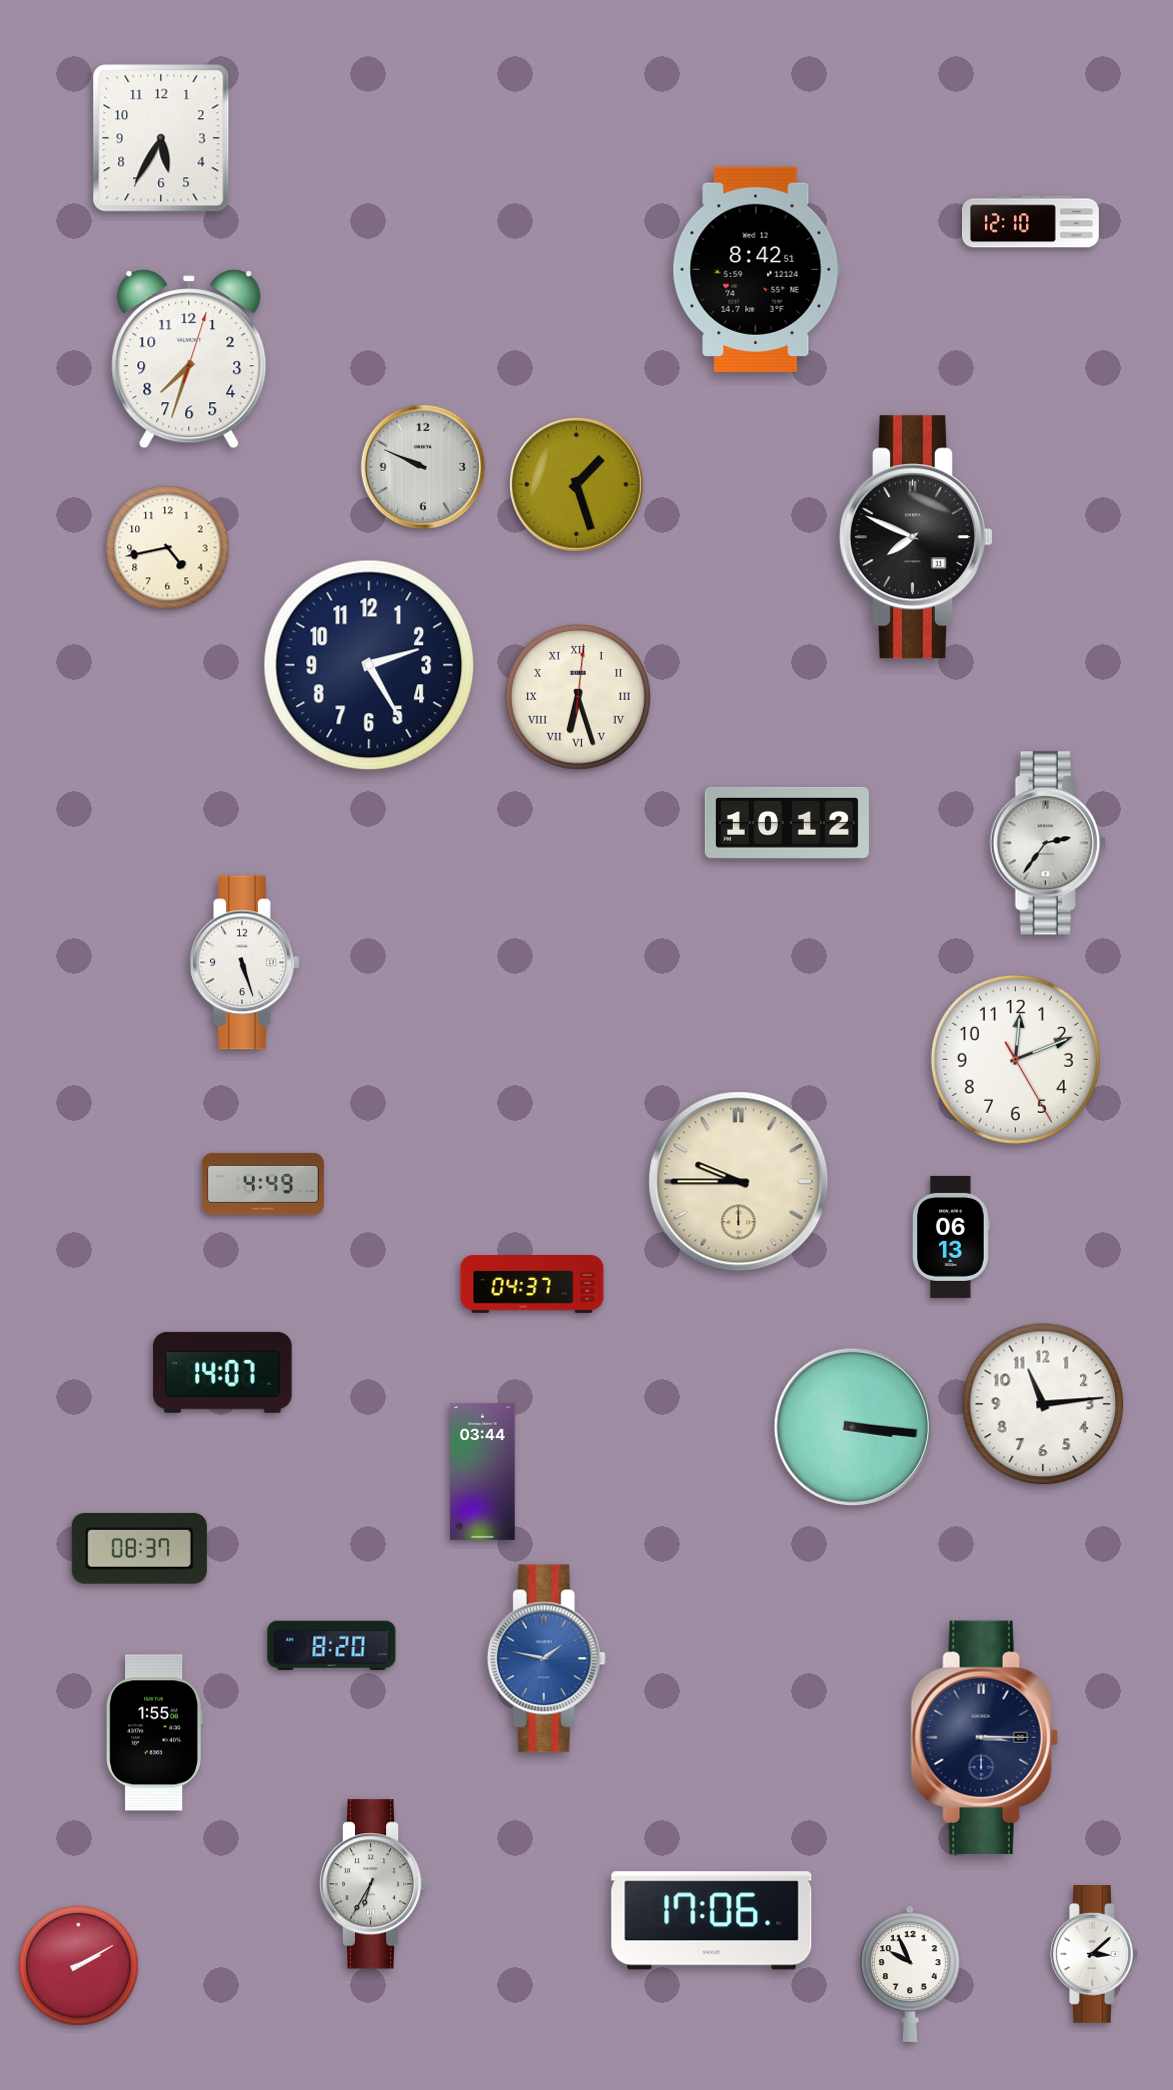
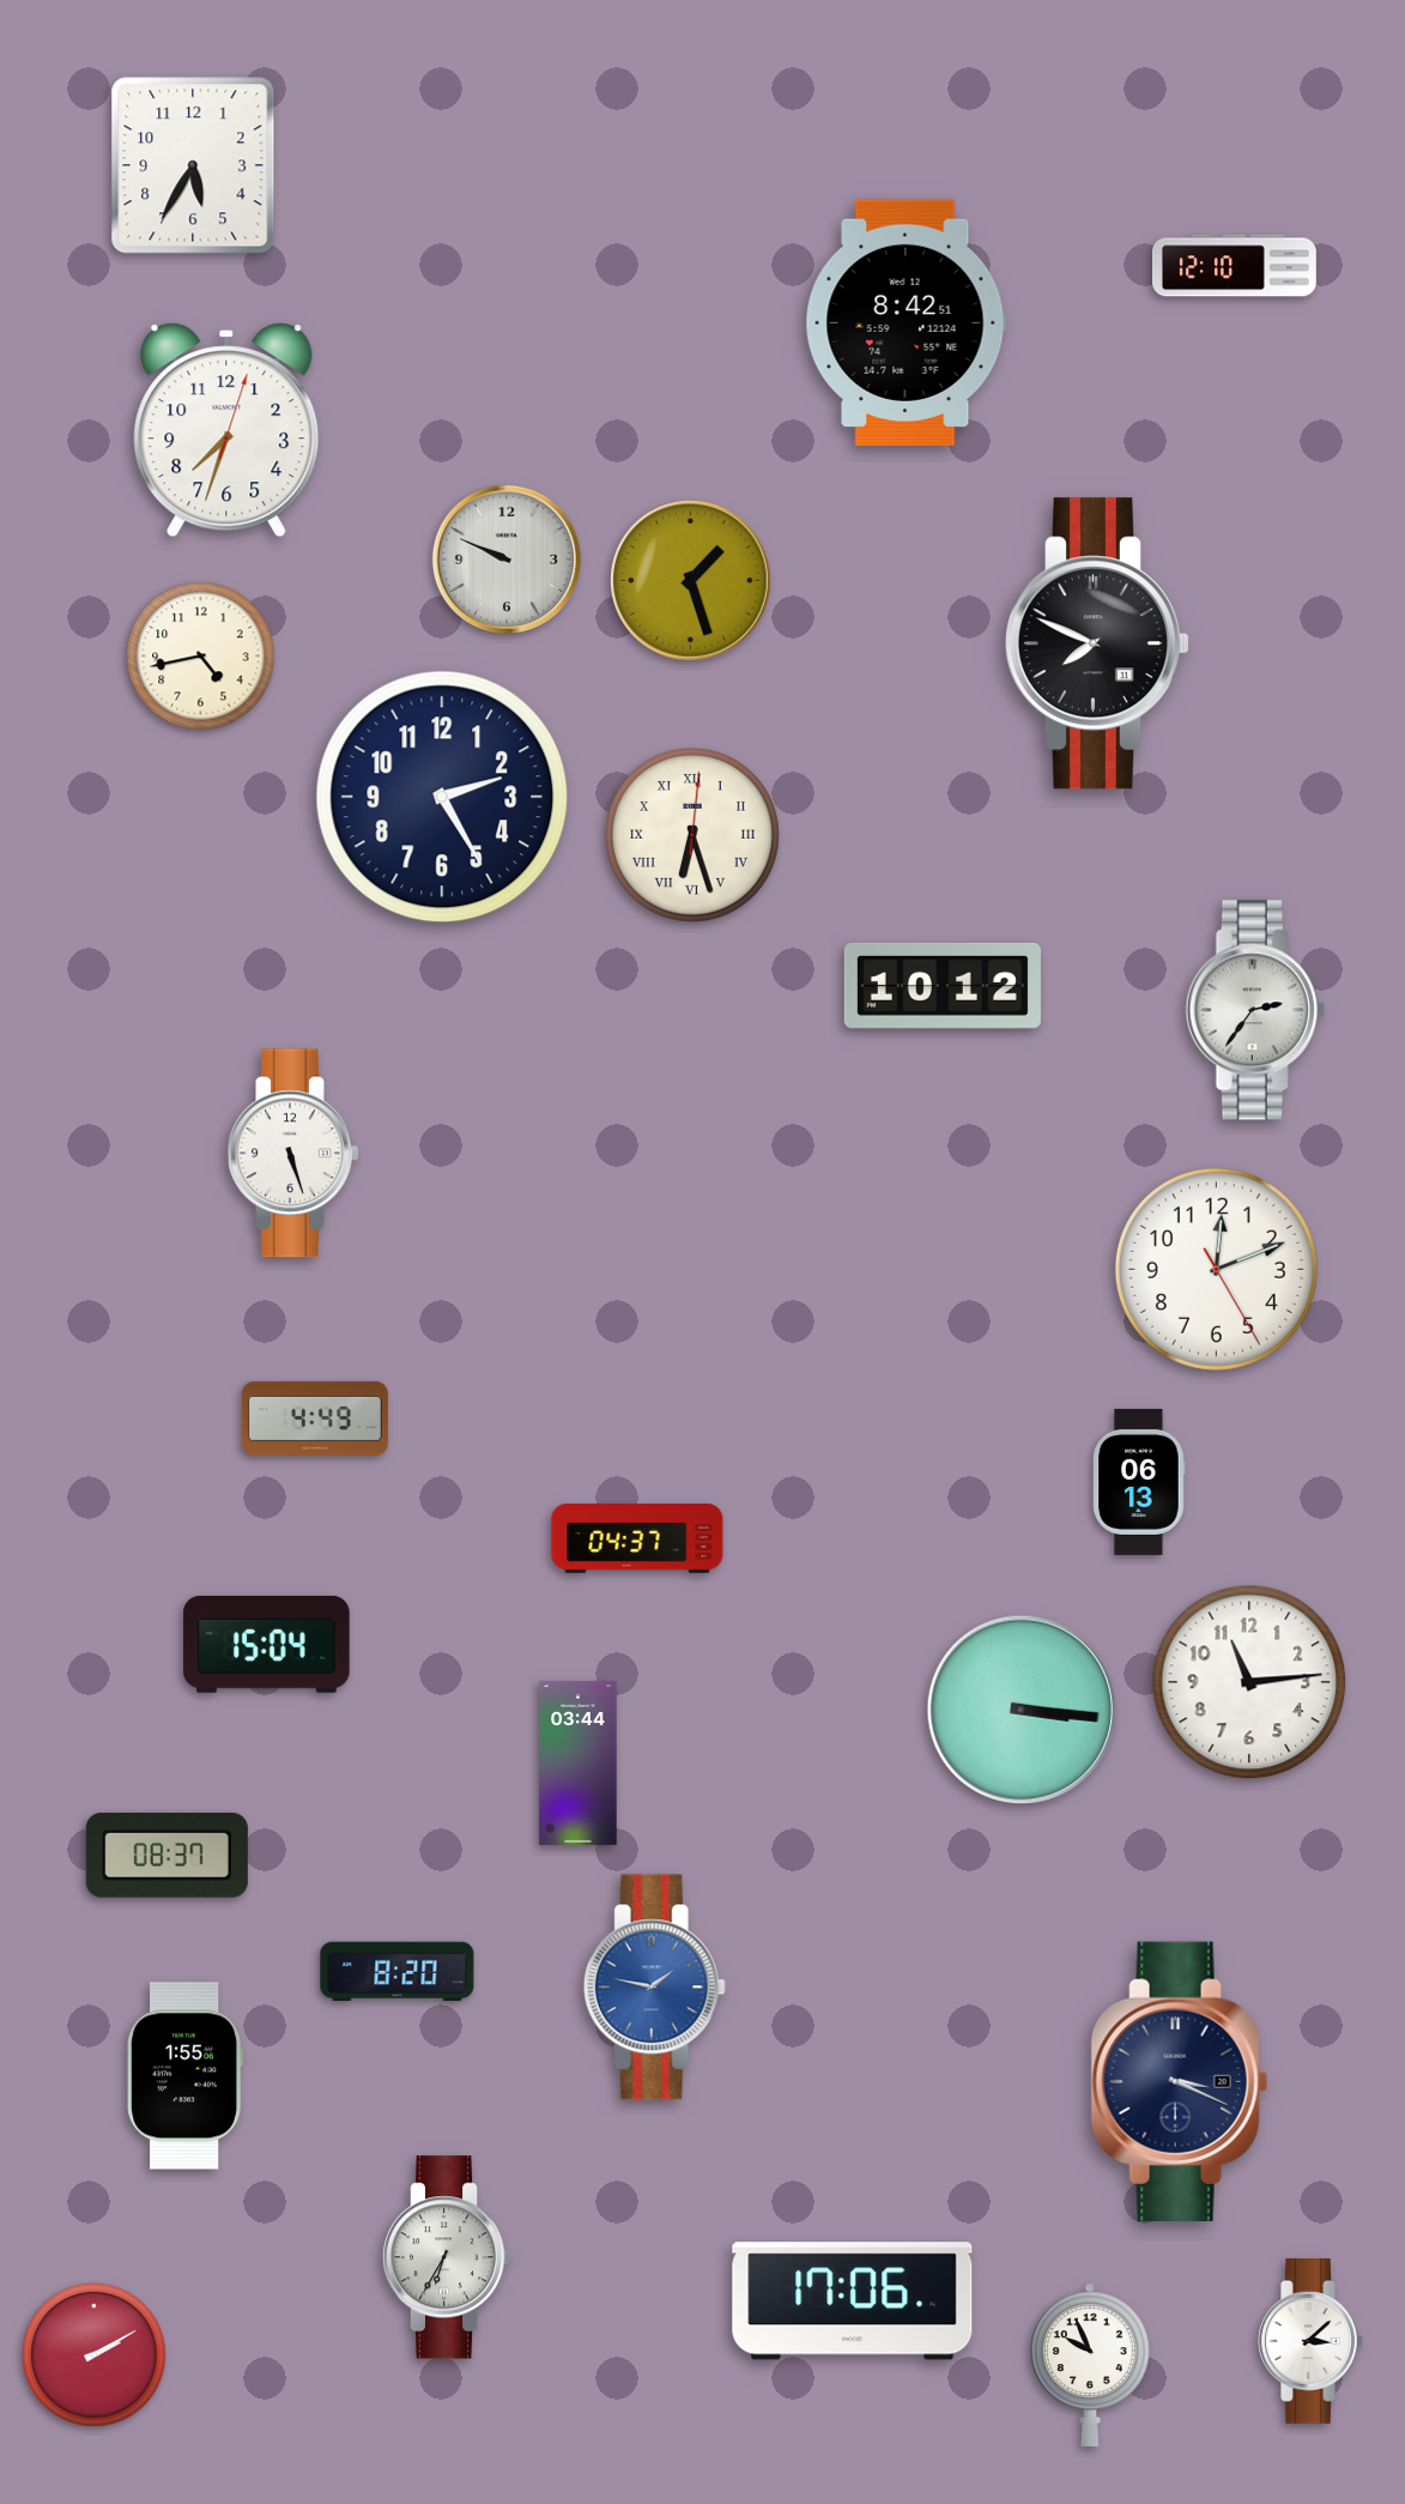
clock at (739, 1182): 9:45 -> none
clock at (223, 1372): 14:07 -> 15:04
clock at (984, 1737): 3:15 -> 3:19
